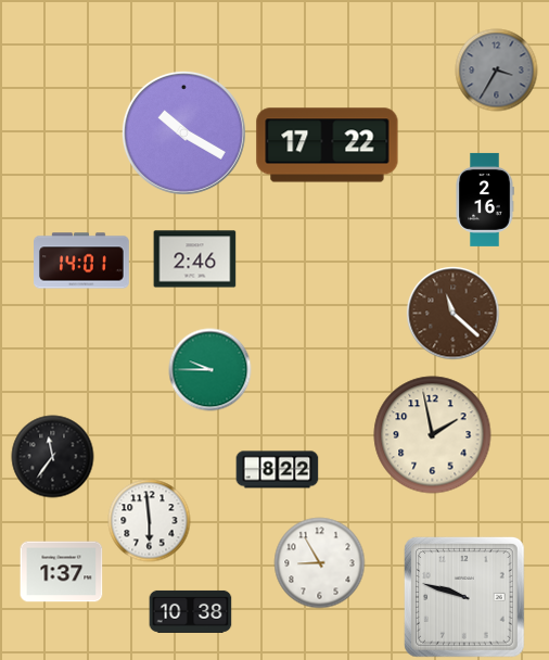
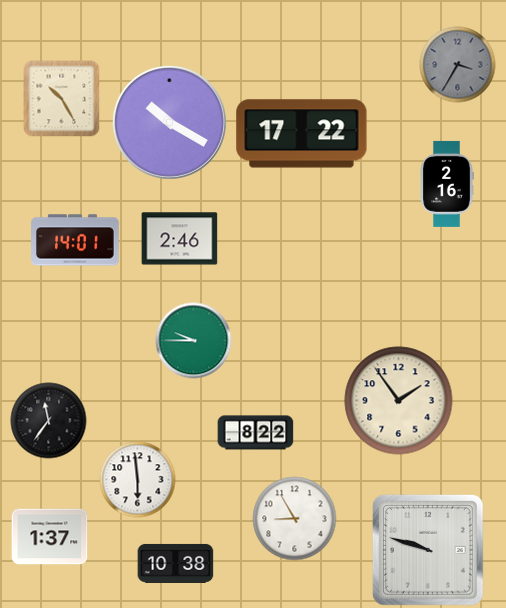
clock at (62, 99): none -> 10:25
clock at (454, 314): 11:22 -> none
clock at (433, 435): 1:58 -> 1:54
clock at (62, 572) position: (62, 572) -> (50, 537)
